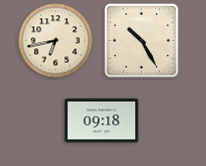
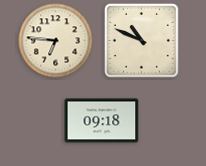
clock at (56, 41): 6:43 -> 6:46
clock at (142, 41): 10:25 -> 10:49
